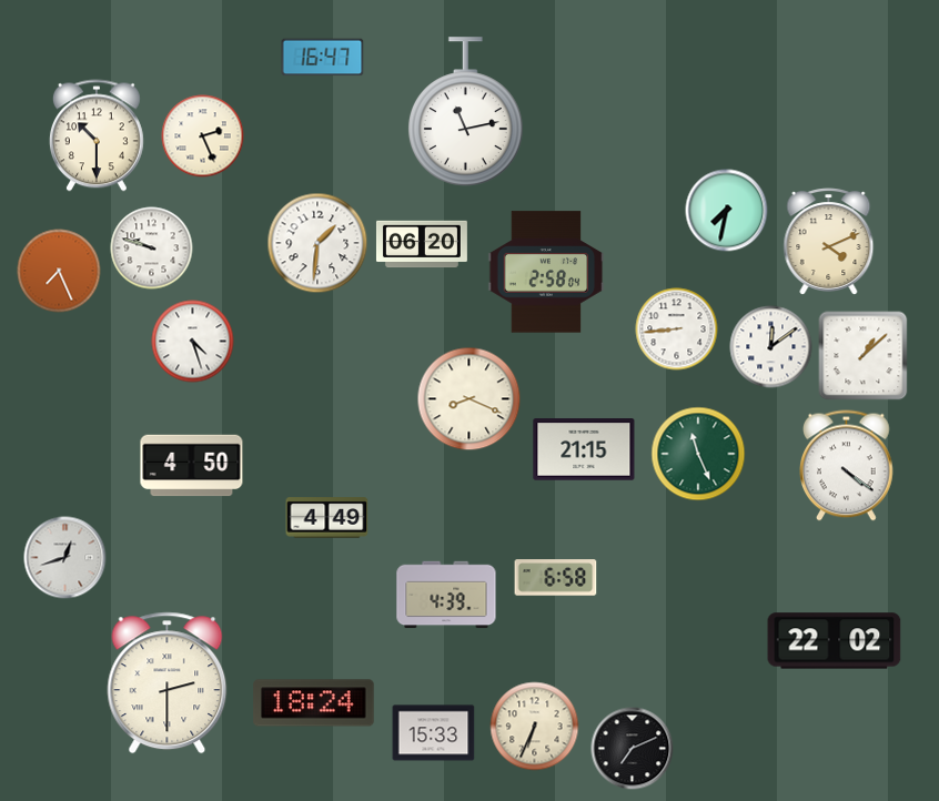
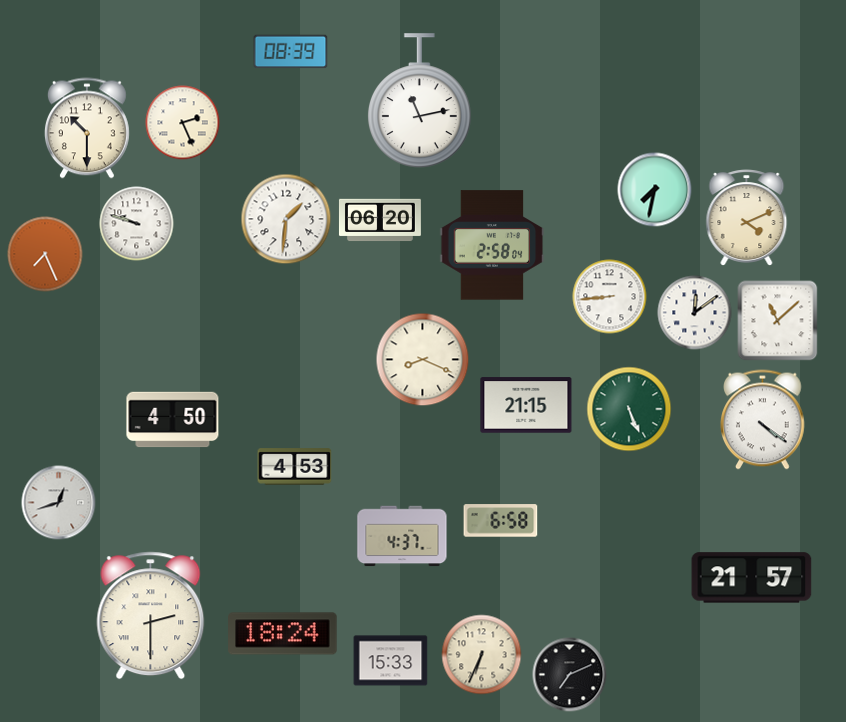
clock at (323, 58): 16:47 -> 08:39
clock at (97, 135) position: (97, 135) -> (87, 128)
clock at (59, 271) position: (59, 271) -> (45, 254)
clock at (193, 342): 4:27 -> none
clock at (864, 356): 1:08 -> 11:08
clock at (698, 454): 11:26 -> 5:26
clock at (327, 518): 4:49 -> 4:53
clock at (446, 595): 4:39 -> 4:37
clock at (835, 641): 22:02 -> 21:57
